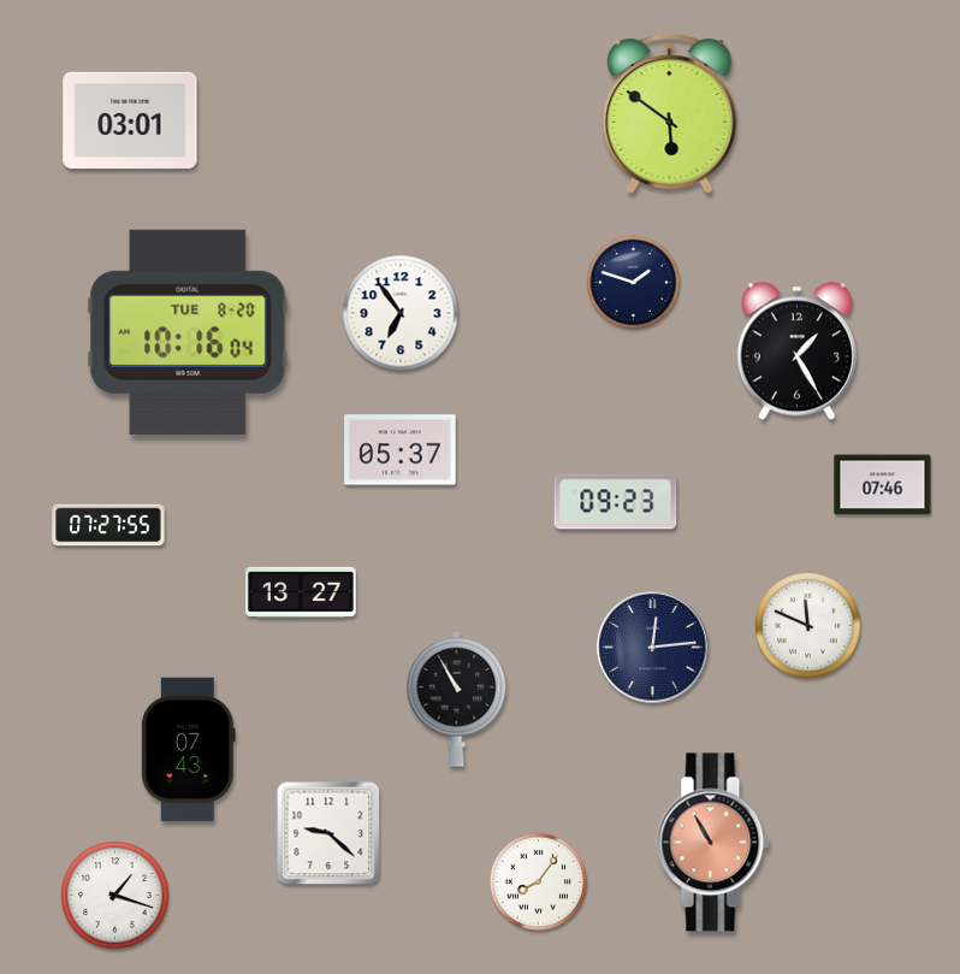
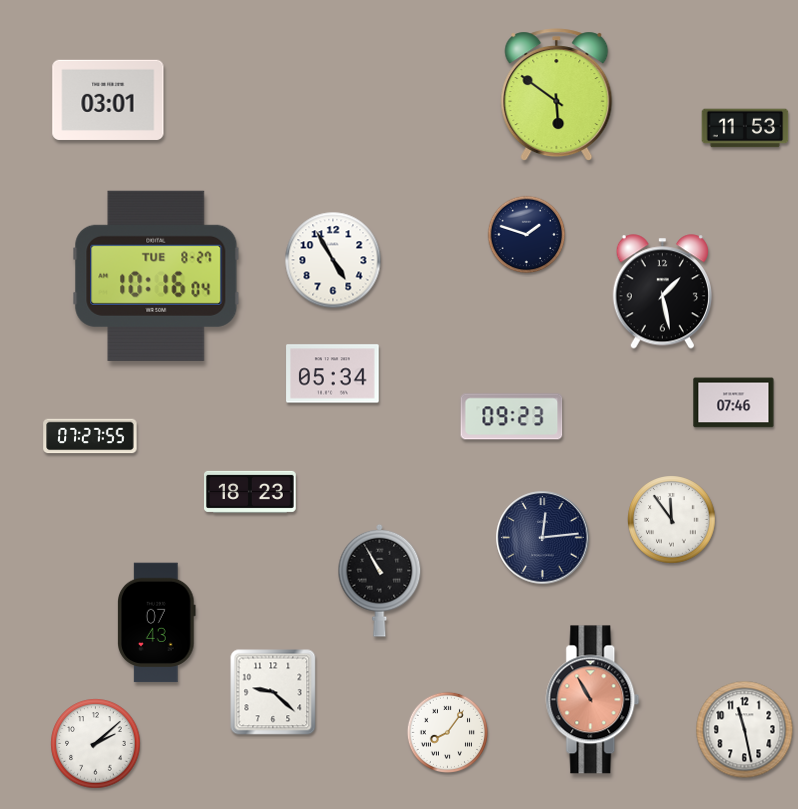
clock at (745, 128): none -> 11:53
clock at (401, 313): 6:54 -> 4:55
clock at (188, 332) date: TUE 8-20 -> TUE 8-27
clock at (796, 352): 1:25 -> 1:28
clock at (401, 450): 05:37 -> 05:34
clock at (301, 592): 13:27 -> 18:23
clock at (808, 626): 11:49 -> 11:54
clock at (745, 730): none -> 11:28
clock at (115, 896): 1:18 -> 2:08
